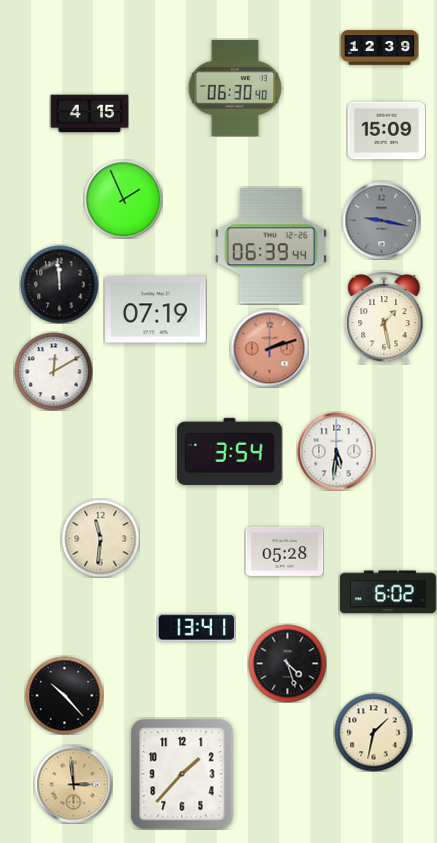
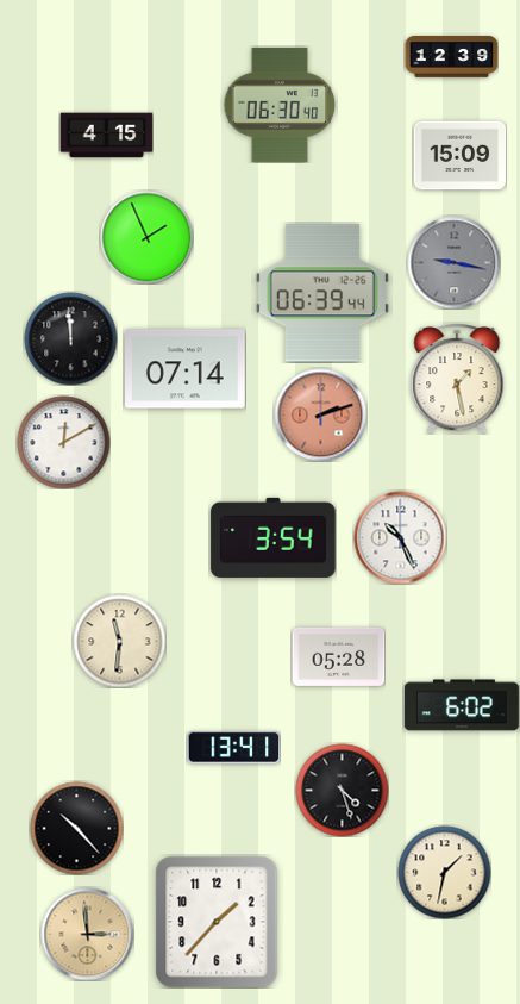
clock at (156, 310): 07:19 -> 07:14
clock at (336, 451): 5:31 -> 10:26
